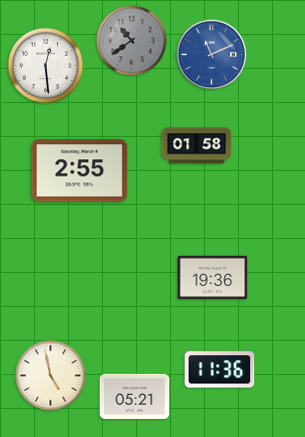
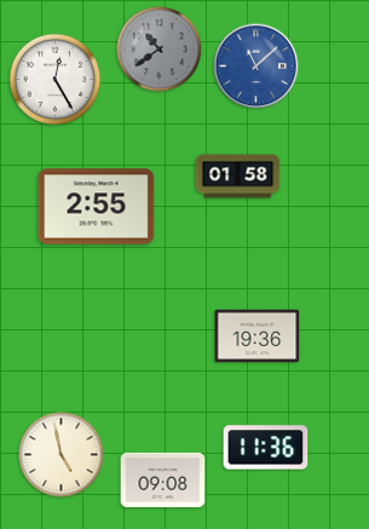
clock at (212, 55): 11:11 -> 11:08
clock at (46, 66): 12:29 -> 12:25
clock at (135, 396): 05:21 -> 09:08
